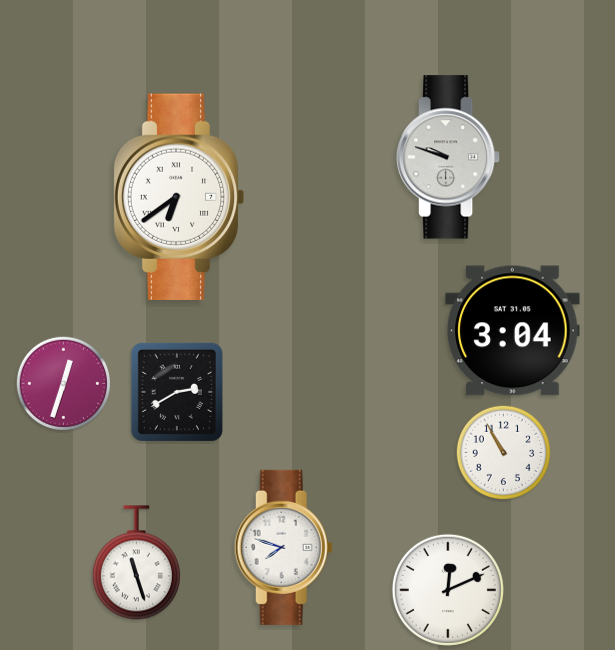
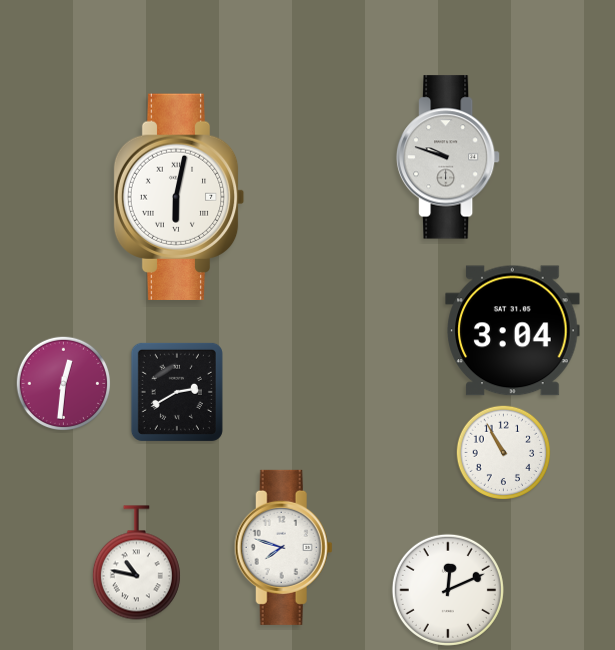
clock at (179, 196): 6:39 -> 6:02
clock at (63, 383): 12:33 -> 12:31
clock at (136, 563): 11:27 -> 10:47
